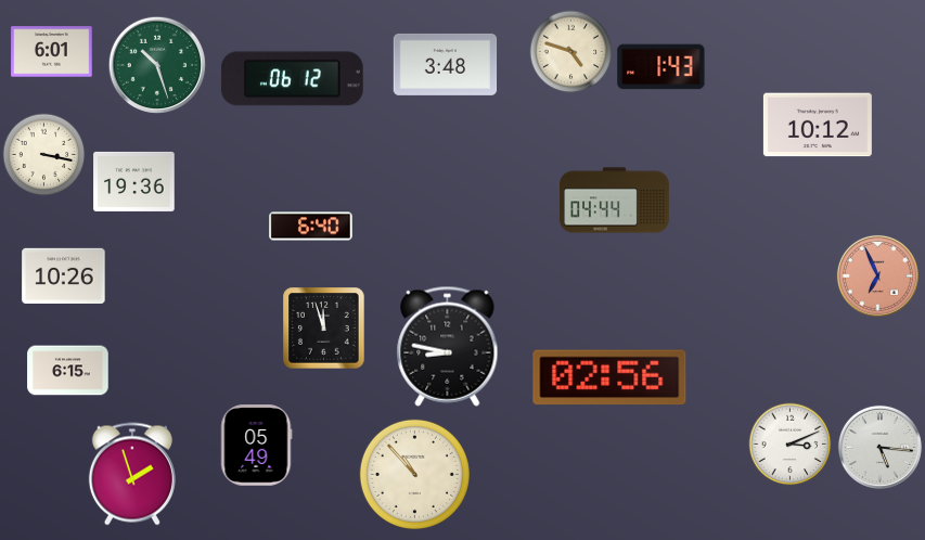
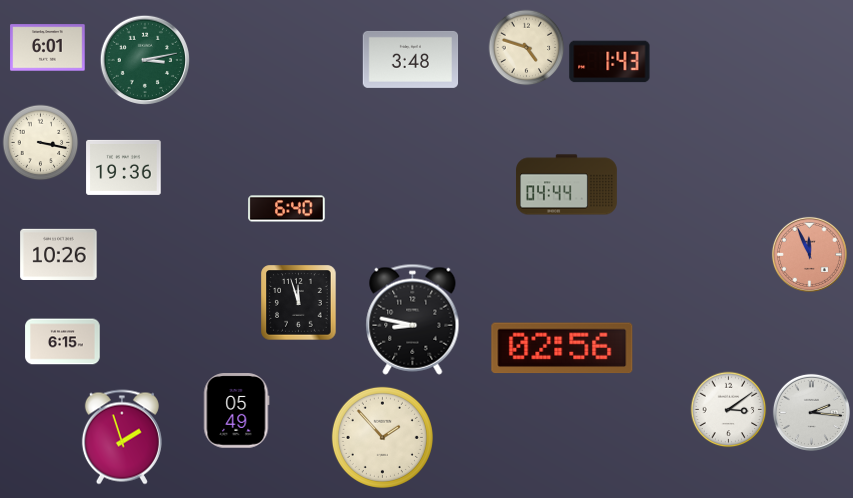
clock at (156, 64): 10:27 -> 3:13
clock at (293, 79): 06:12 -> none
clock at (818, 125): 10:12 -> none
clock at (877, 275): 6:56 -> 11:56
clock at (791, 445): 3:11 -> 3:09
clock at (879, 447): 5:16 -> 2:16
clock at (414, 474): 10:53 -> 1:53
